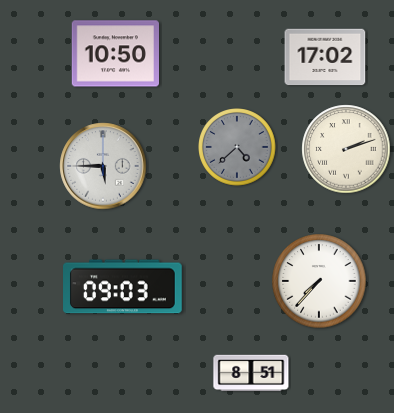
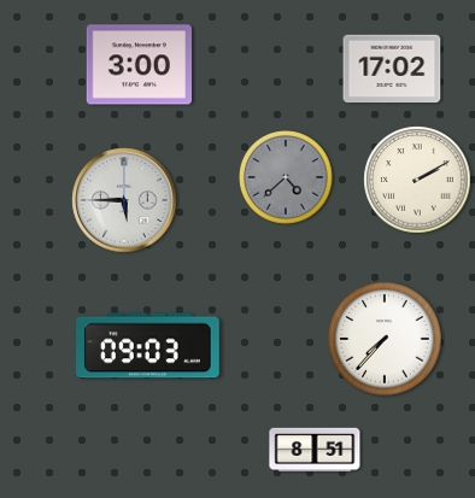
clock at (115, 54): 10:50 -> 3:00
clock at (346, 149): 2:12 -> 2:10
clock at (251, 373) position: (251, 373) -> (315, 450)
